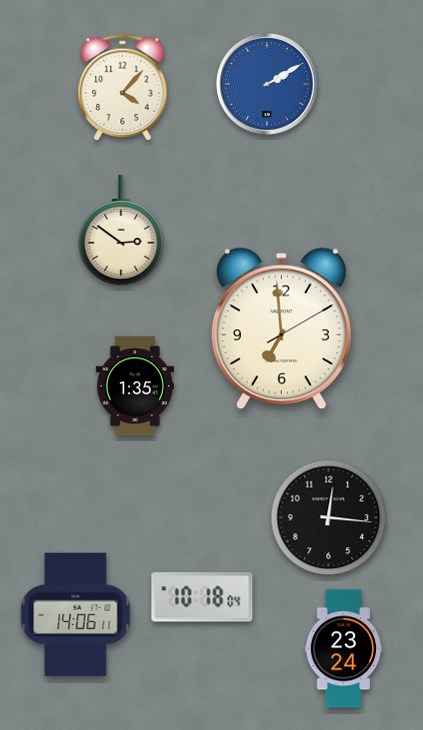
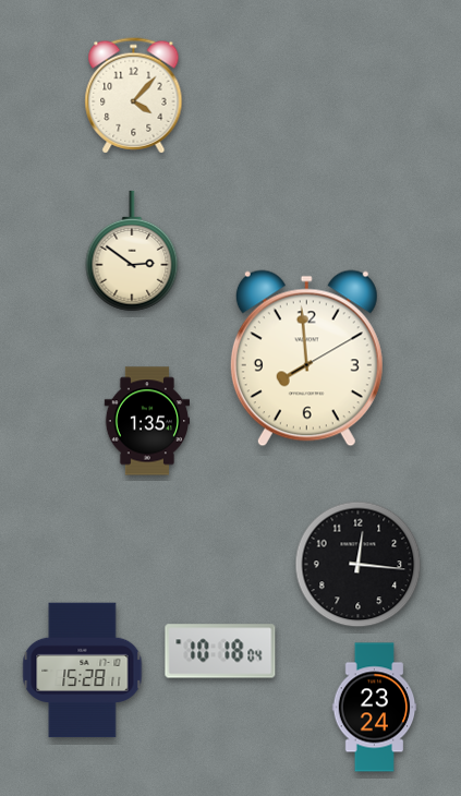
clock at (267, 84): 2:10 -> none
clock at (281, 329): 6:59 -> 7:59
clock at (76, 615): 14:06 -> 15:28
